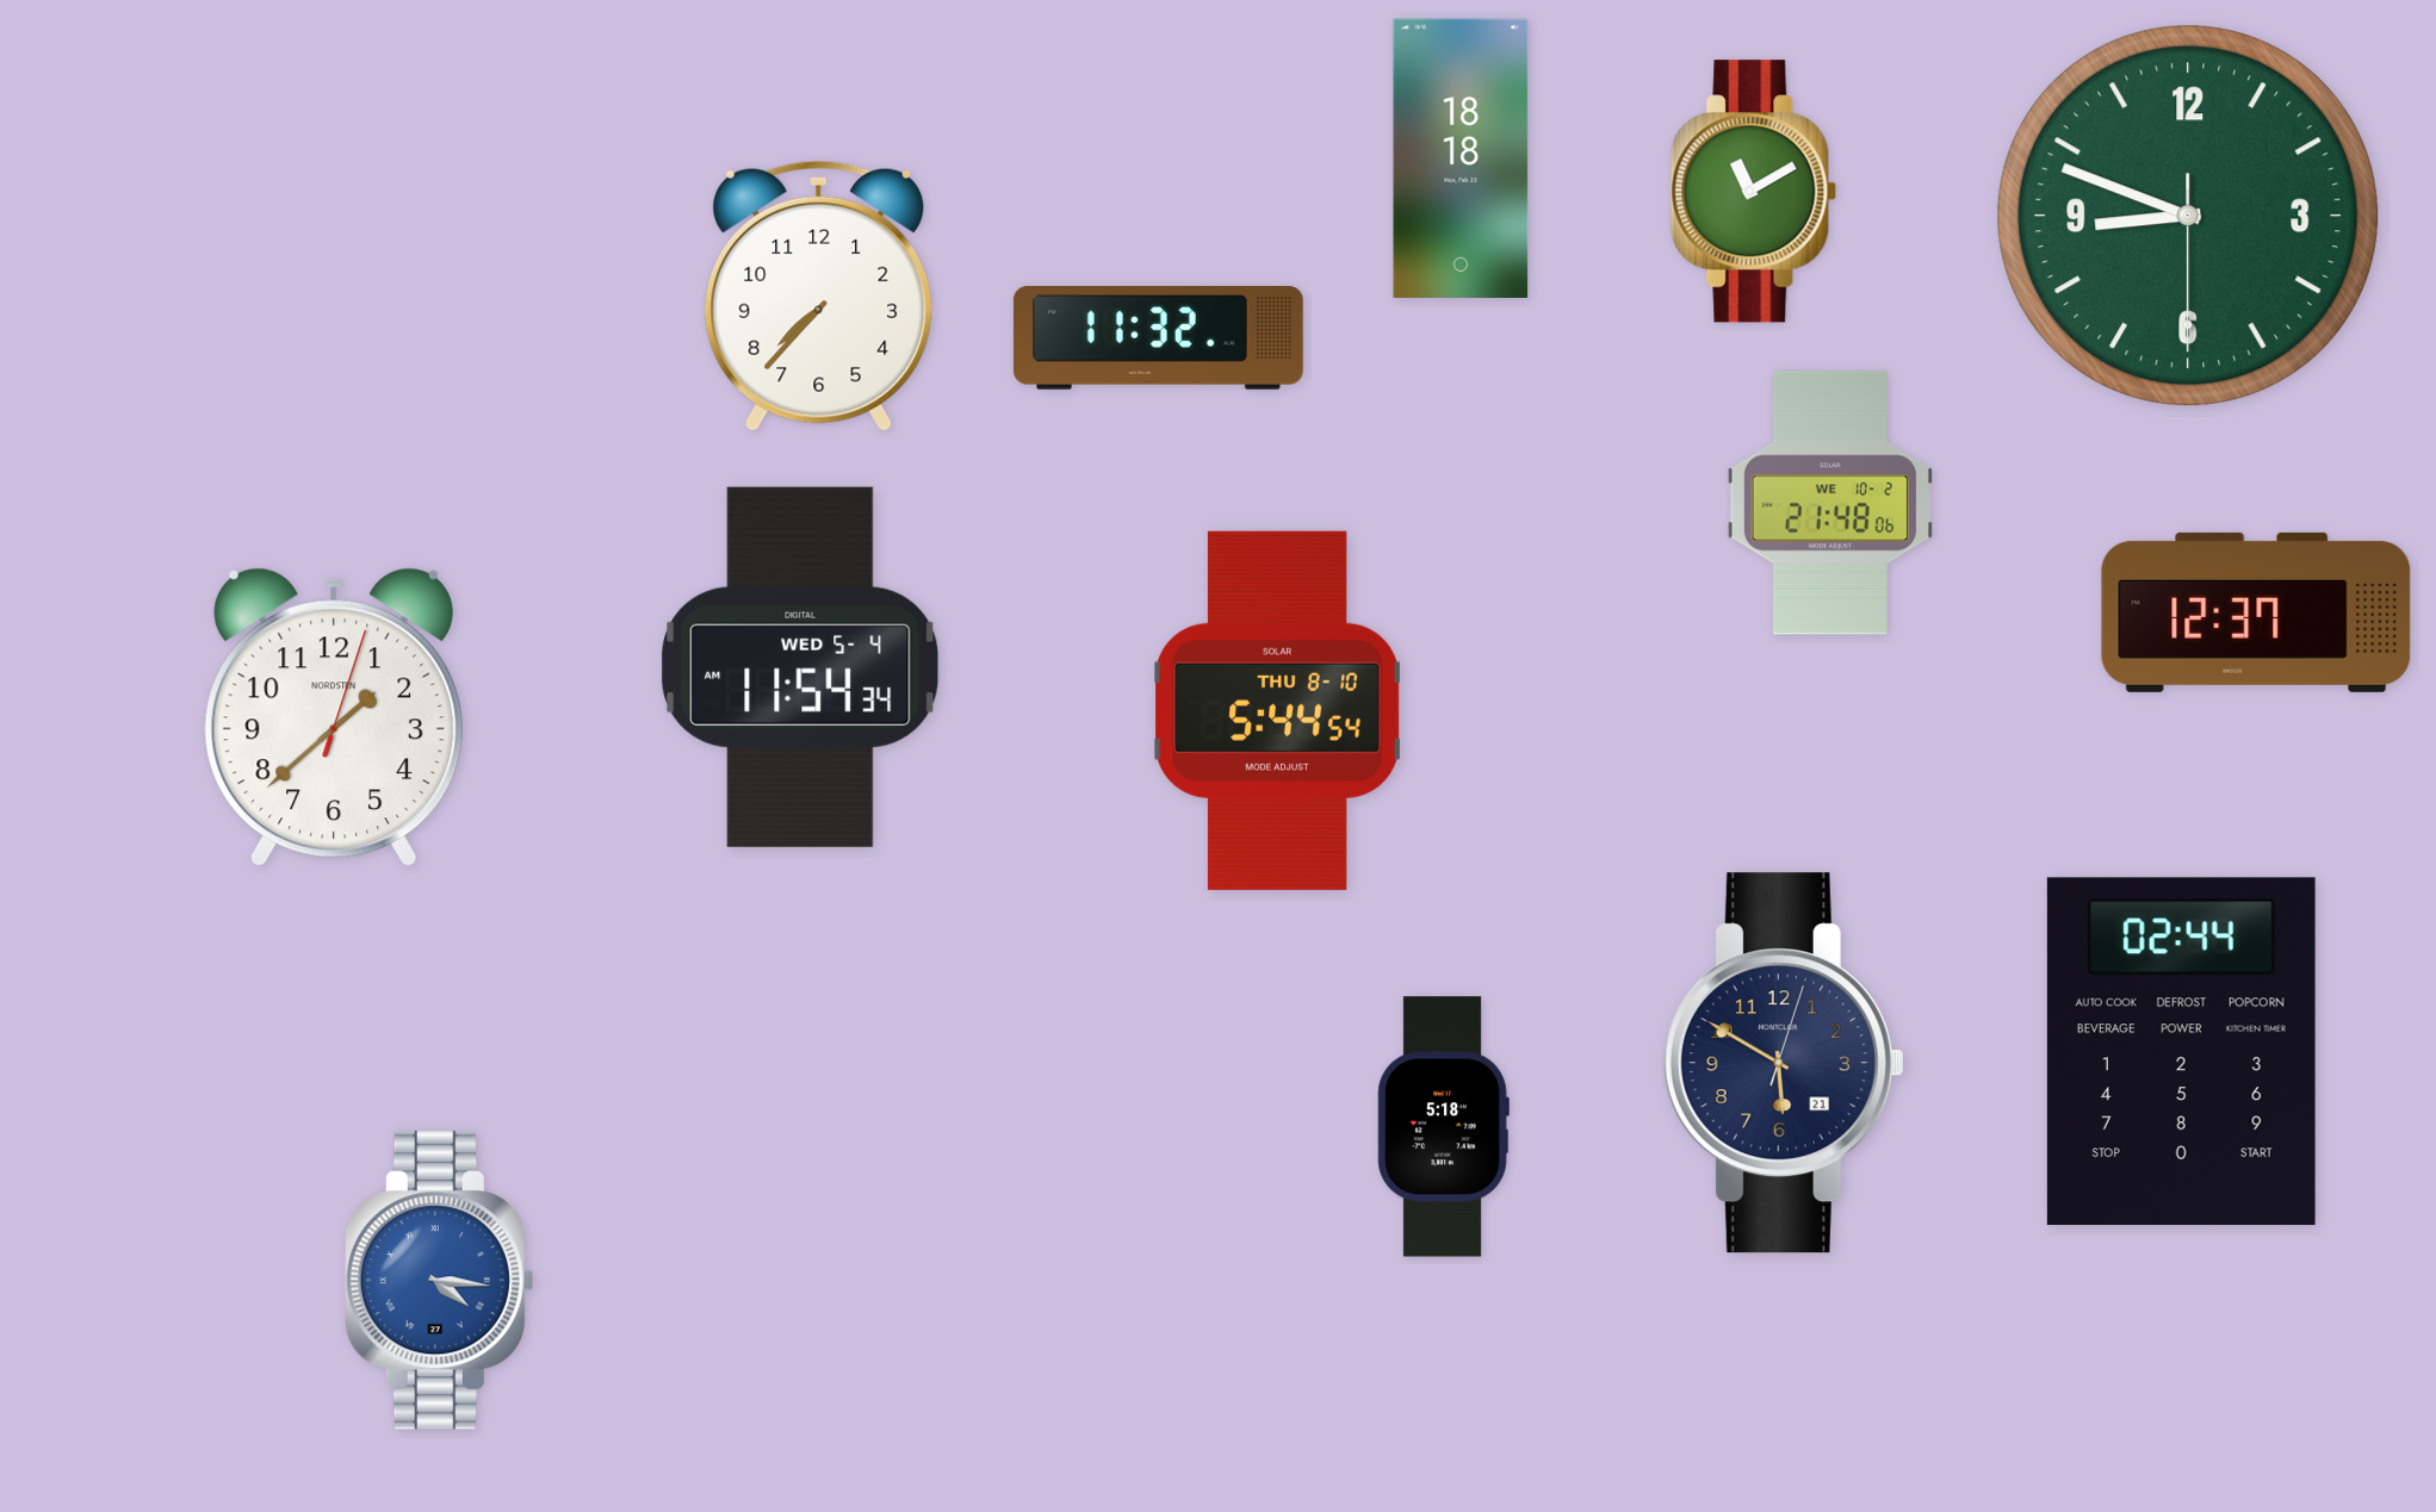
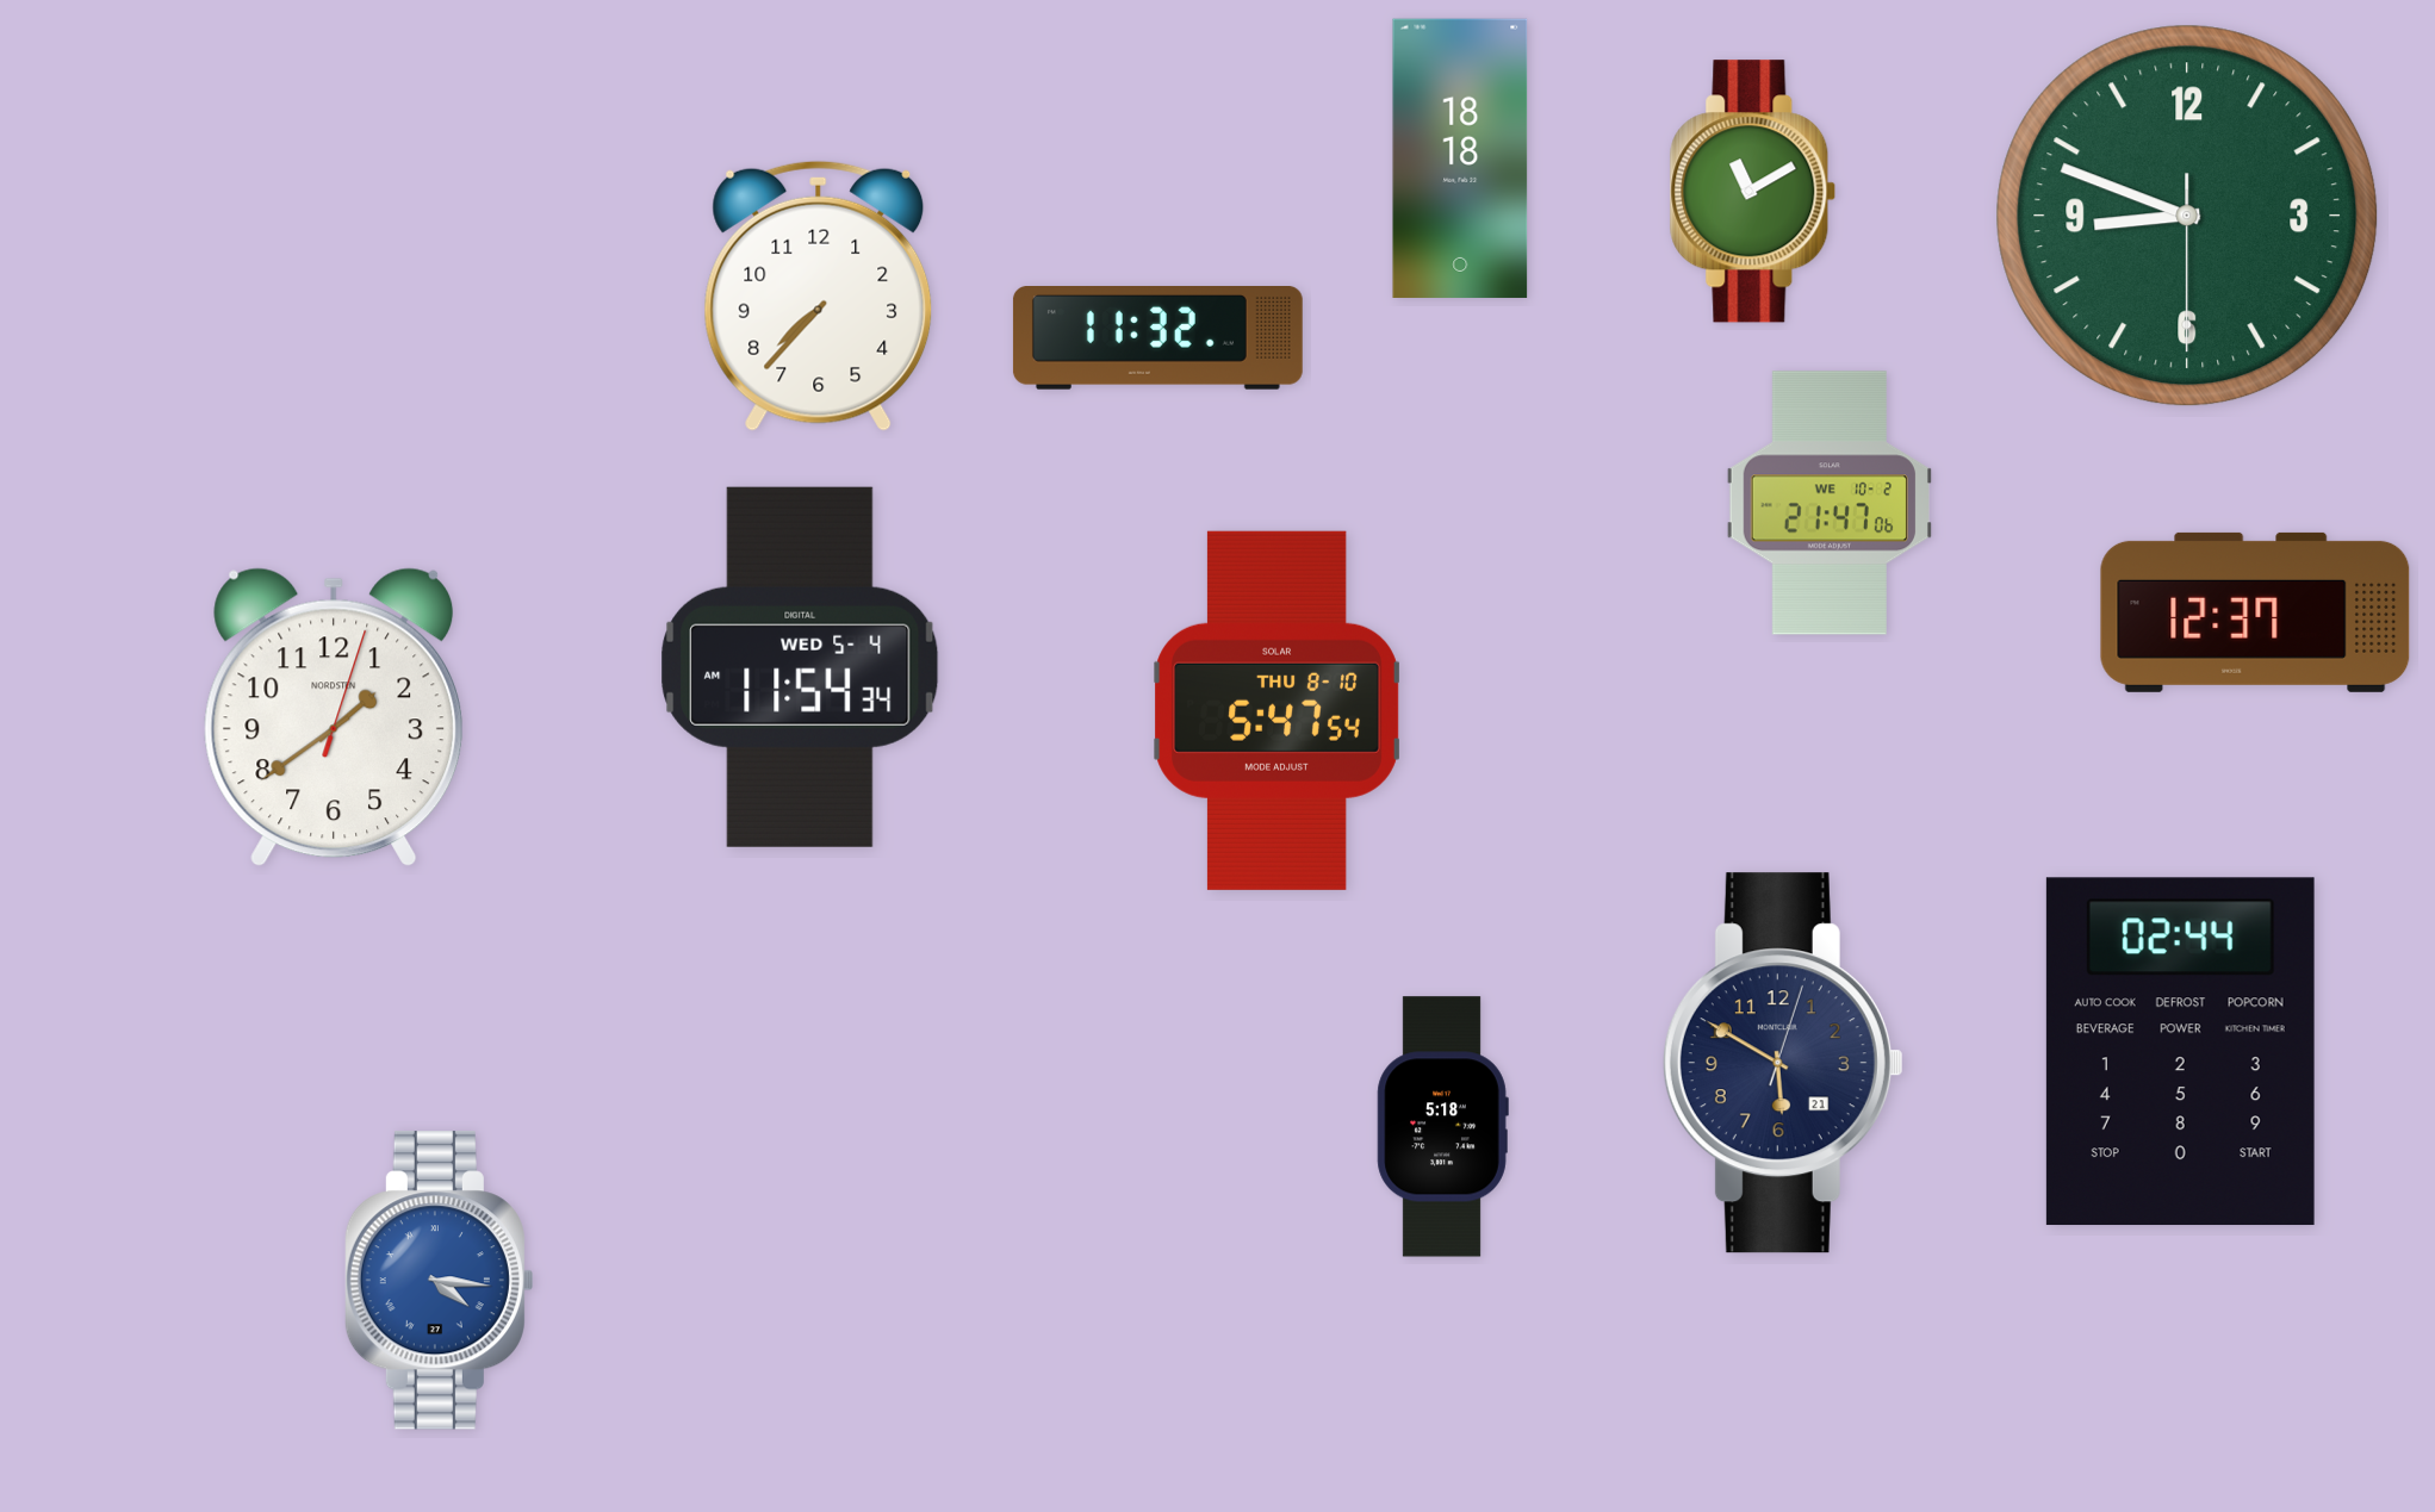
clock at (1830, 503): 21:48 -> 21:47
clock at (1278, 710): 5:44 -> 5:47
clock at (334, 717): 1:38 -> 1:39
